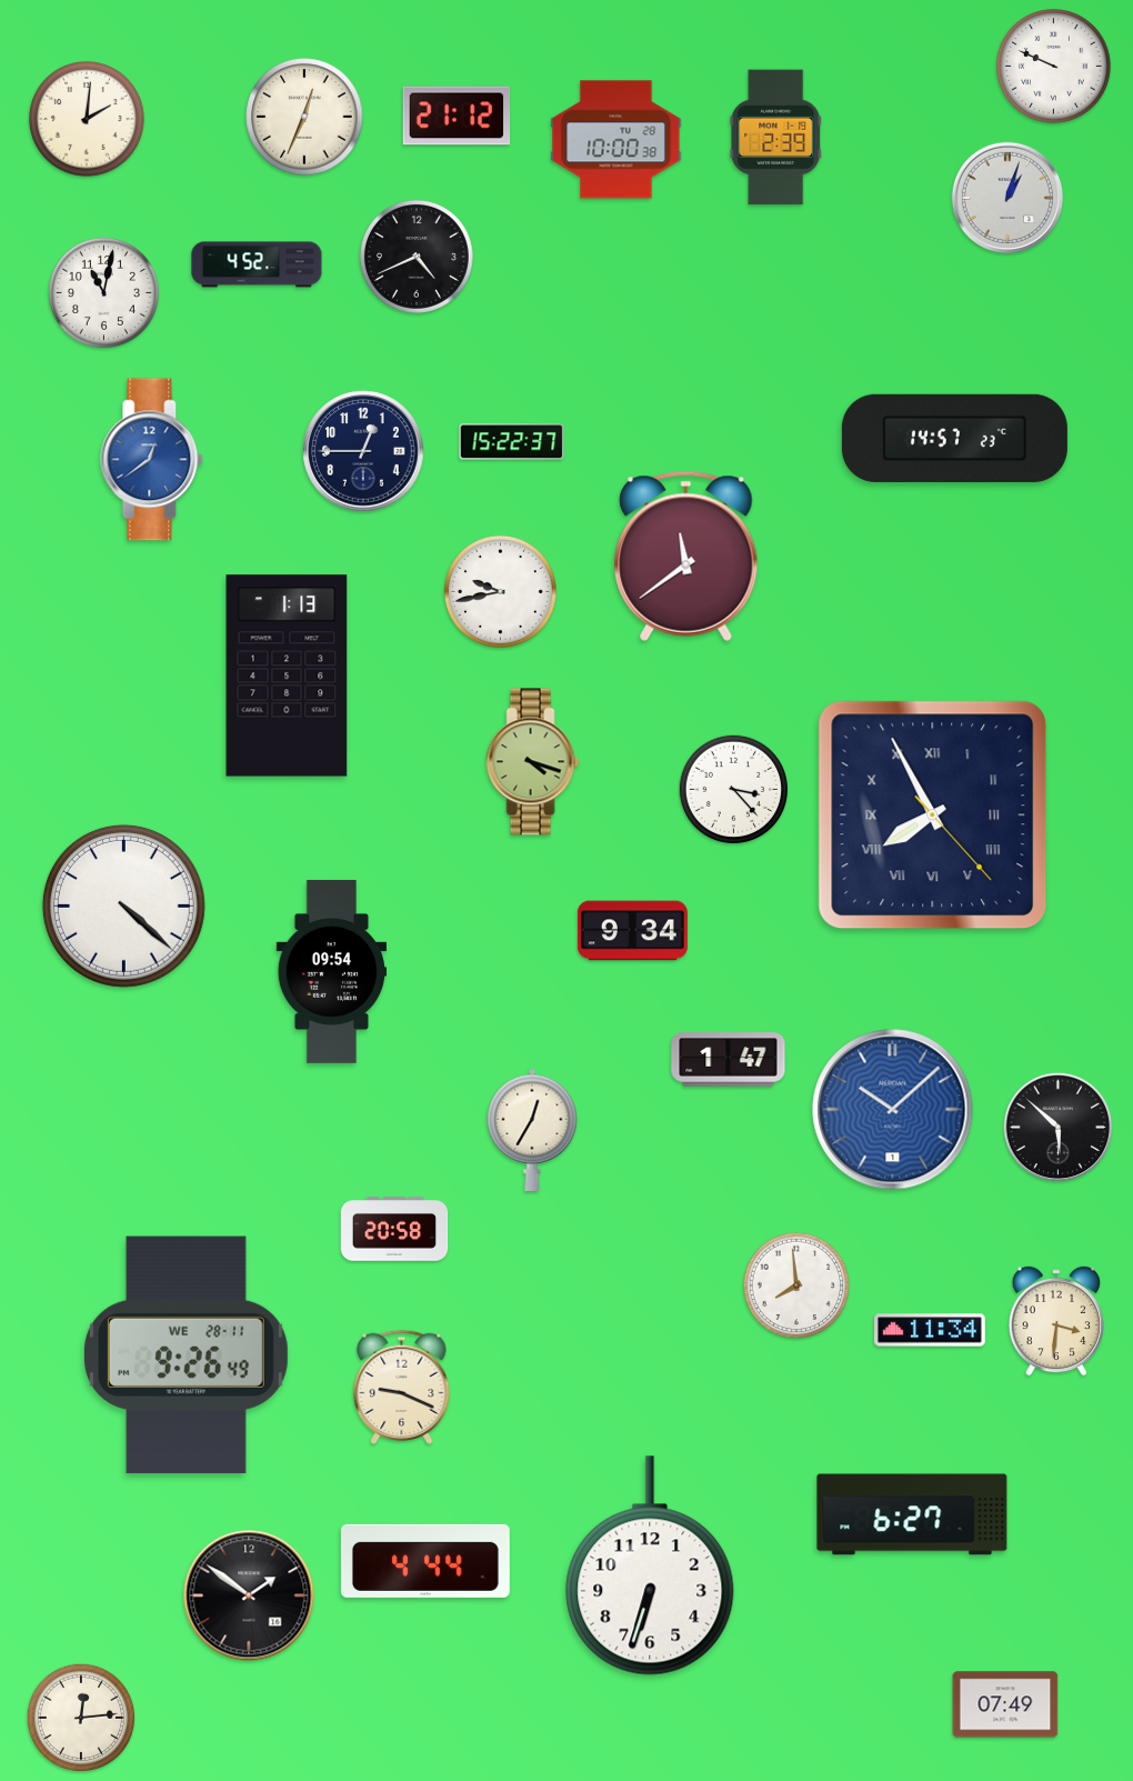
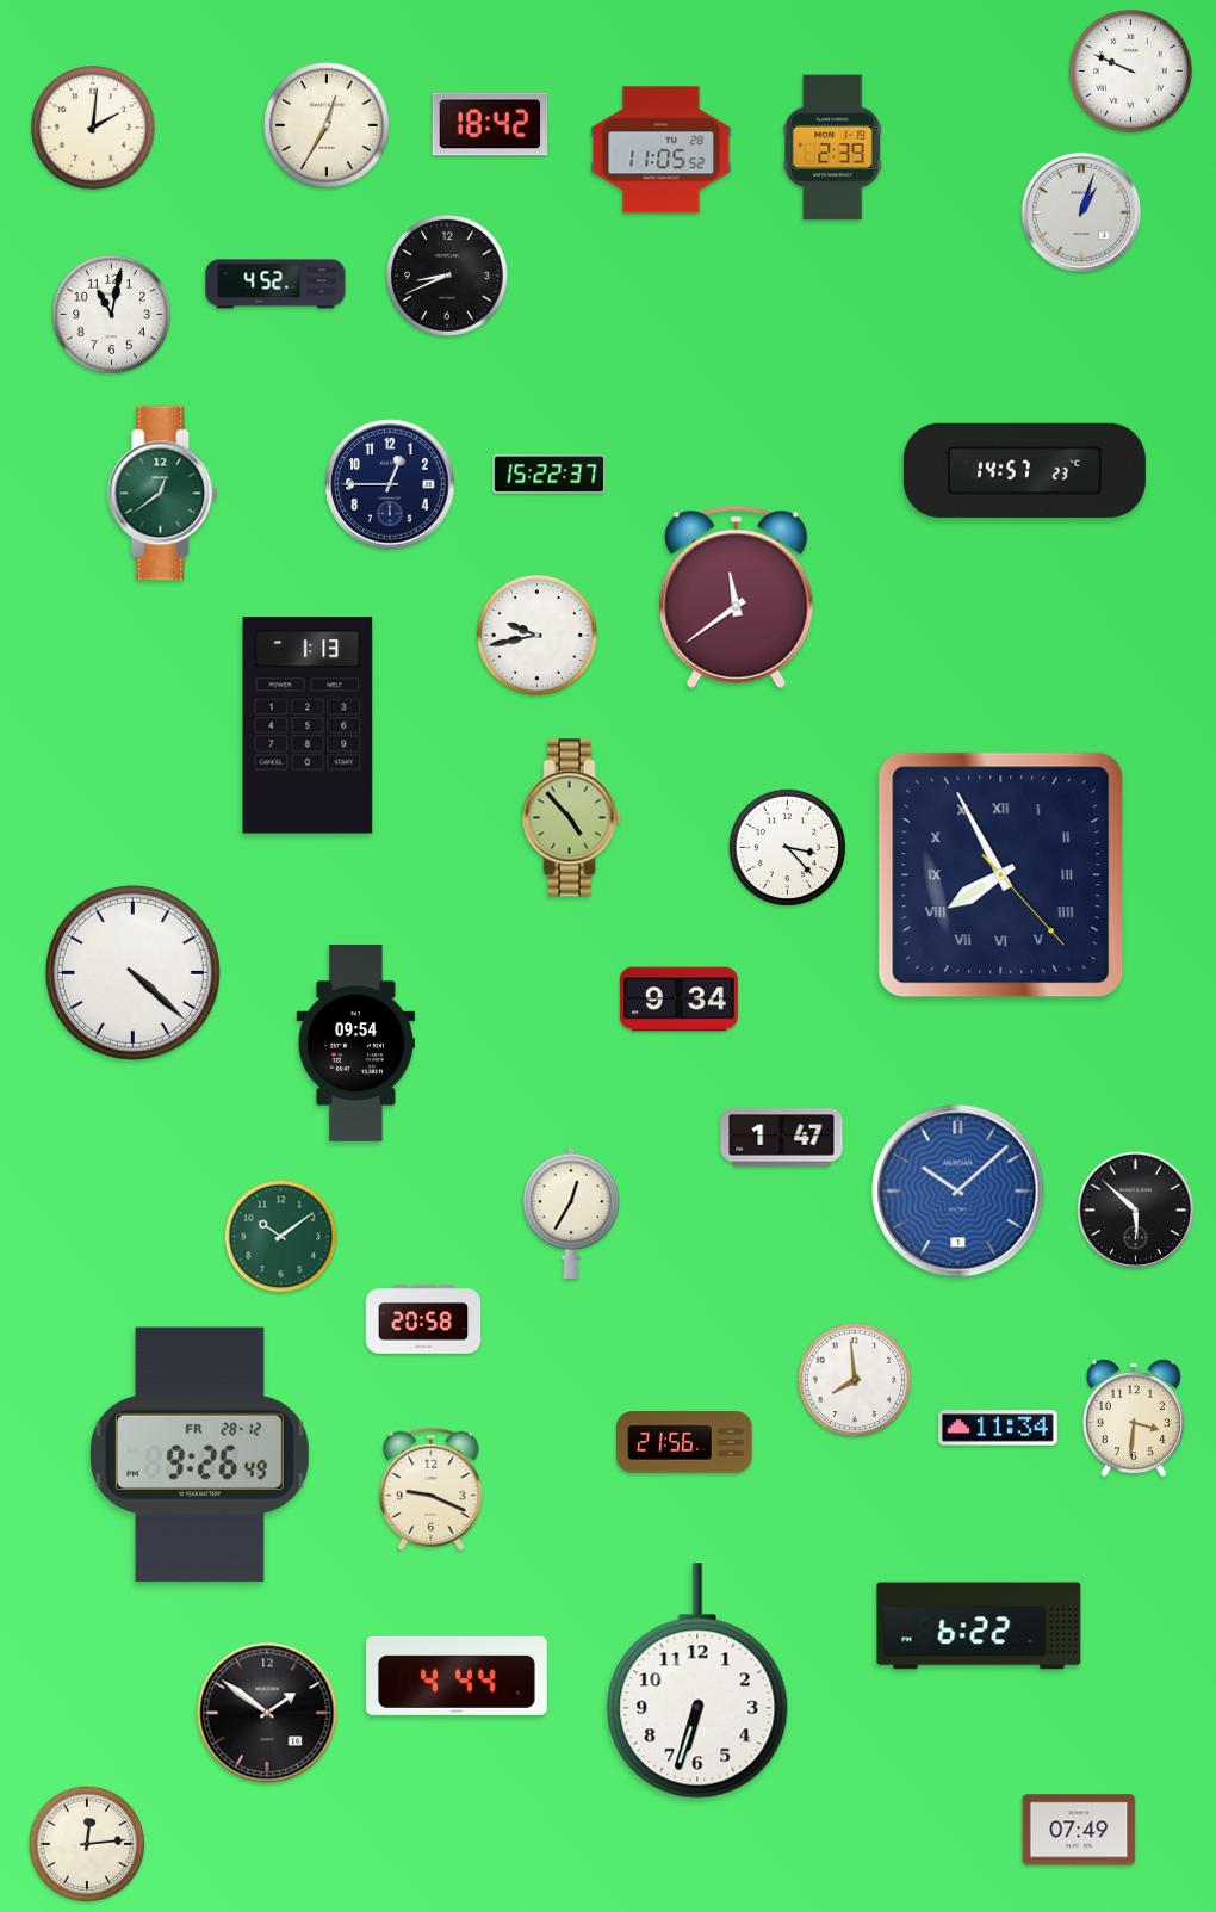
clock at (457, 116): 21:12 -> 18:42
clock at (304, 117): 12:34 -> 12:35
clock at (616, 140): 10:00 -> 11:05
clock at (417, 257): 4:41 -> 8:41
clock at (152, 460) dial: blue -> green
clock at (533, 762): 4:18 -> 4:53
clock at (281, 1237): none -> 10:09
clock at (684, 1442): none -> 21:56
clock at (186, 1355) date: WE 28-11 -> FR 28-12
clock at (912, 1514): 6:27 -> 6:22
